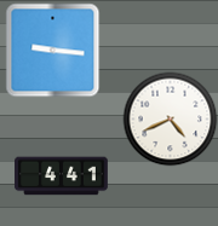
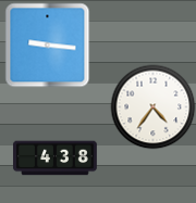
clock at (170, 118): 4:41 -> 4:36
clock at (62, 176): 4:41 -> 4:38
